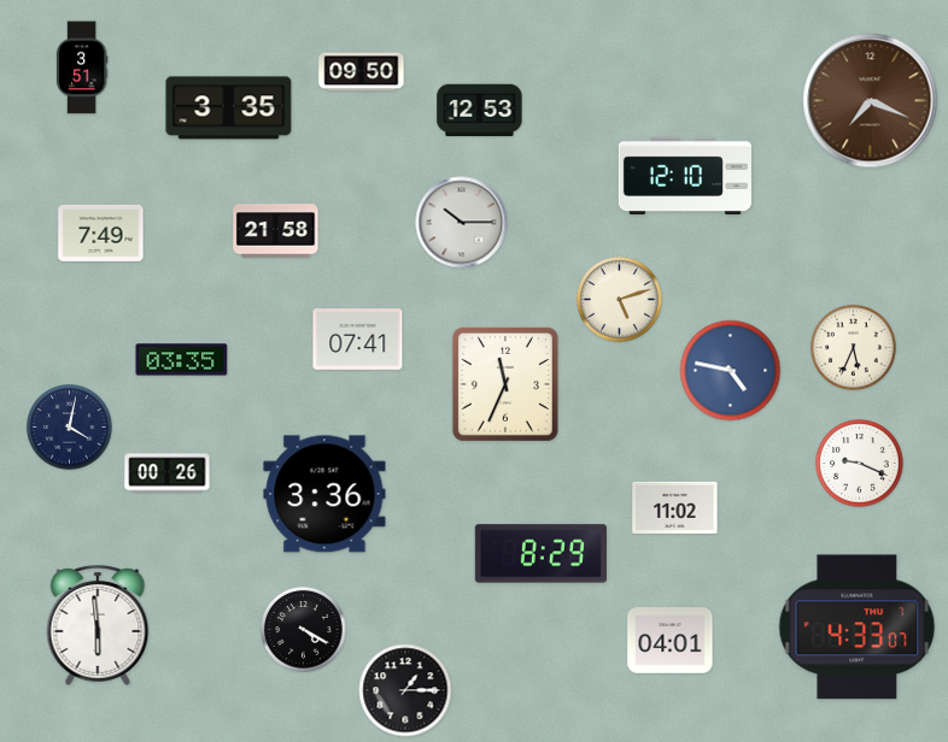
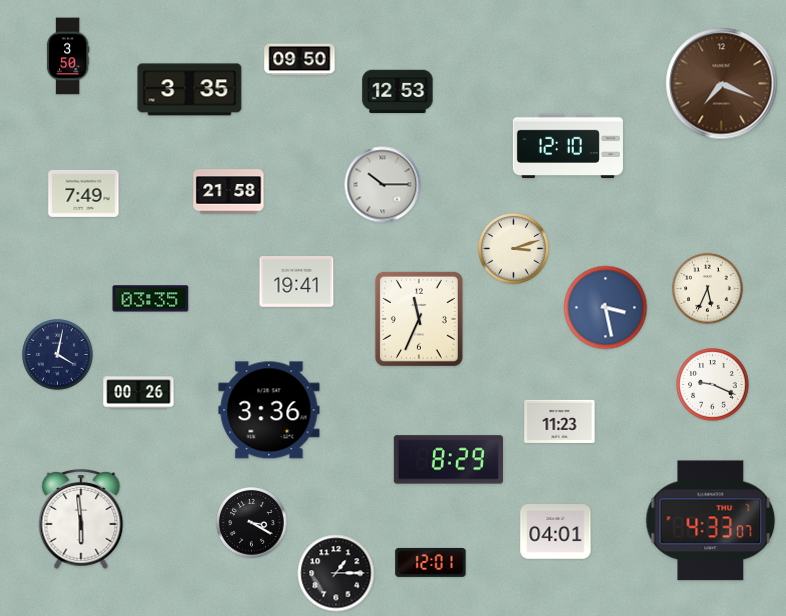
clock at (82, 67): 3:51 -> 3:50
clock at (620, 300): 5:12 -> 3:12
clock at (358, 340): 07:41 -> 19:41
clock at (731, 371): 4:47 -> 3:28
clock at (675, 507): 11:02 -> 11:23
clock at (304, 630): 4:20 -> 3:20
clock at (431, 562): none -> 12:01
